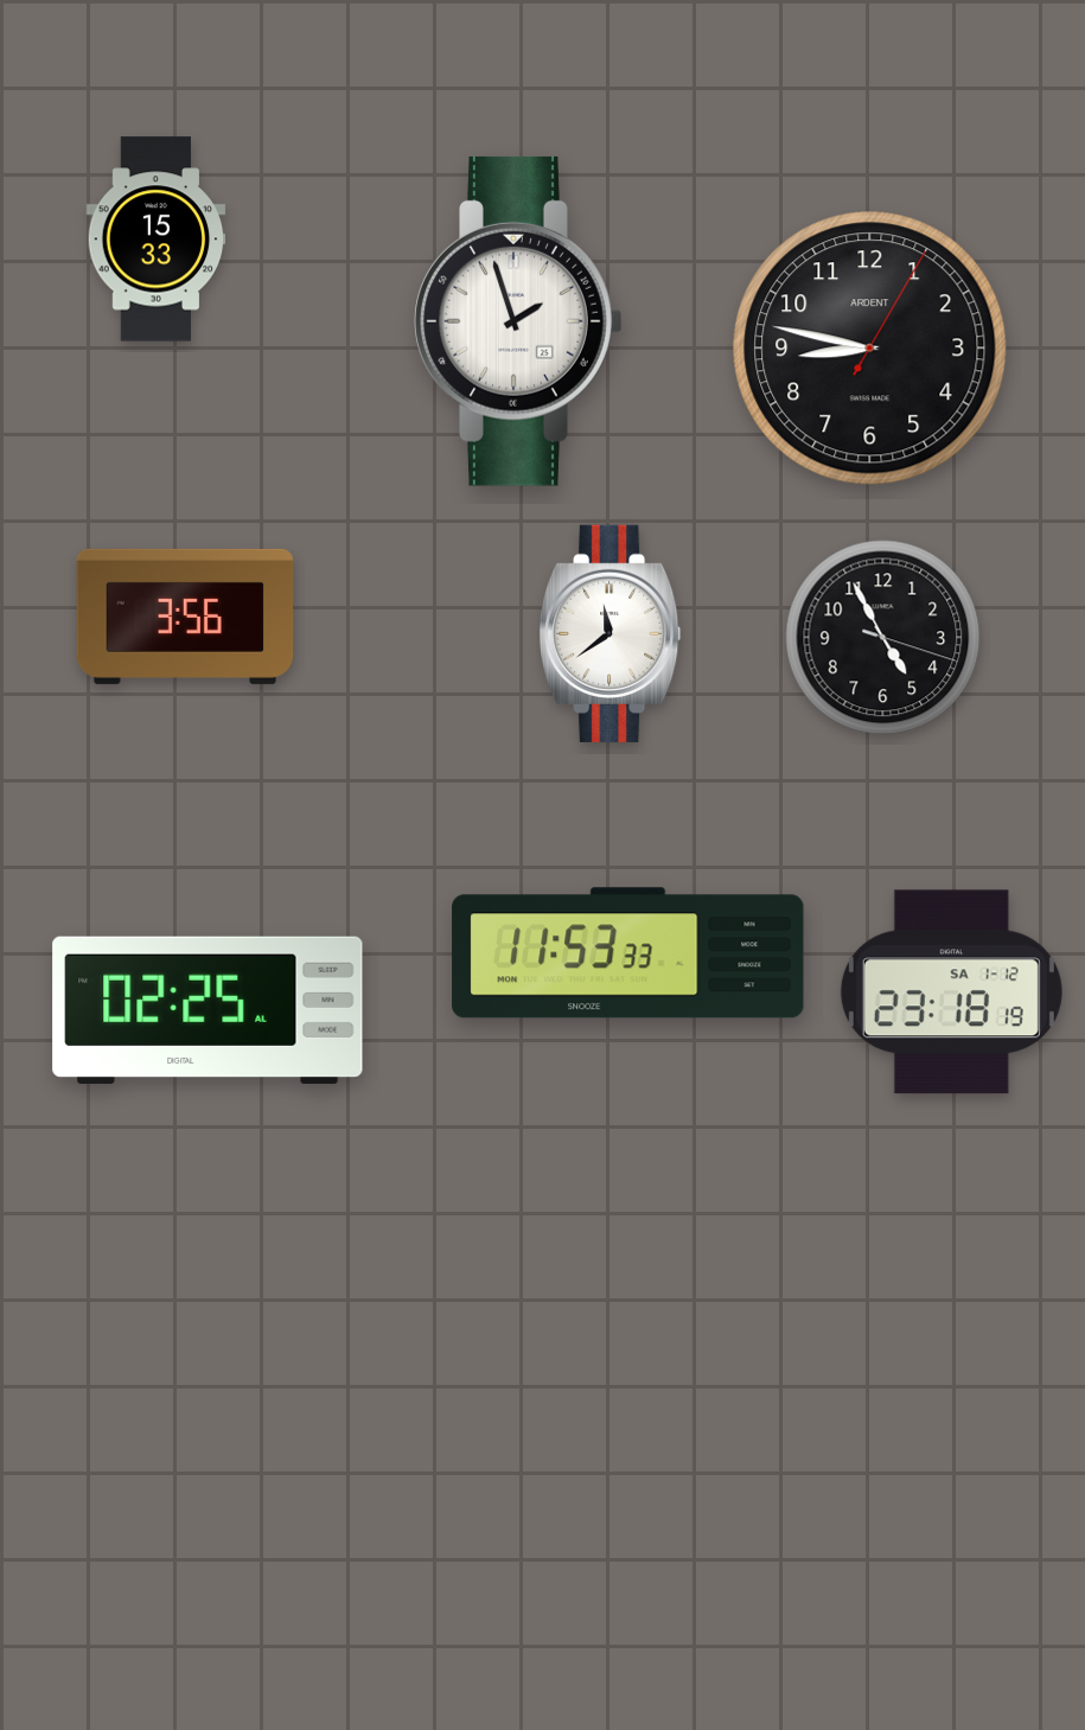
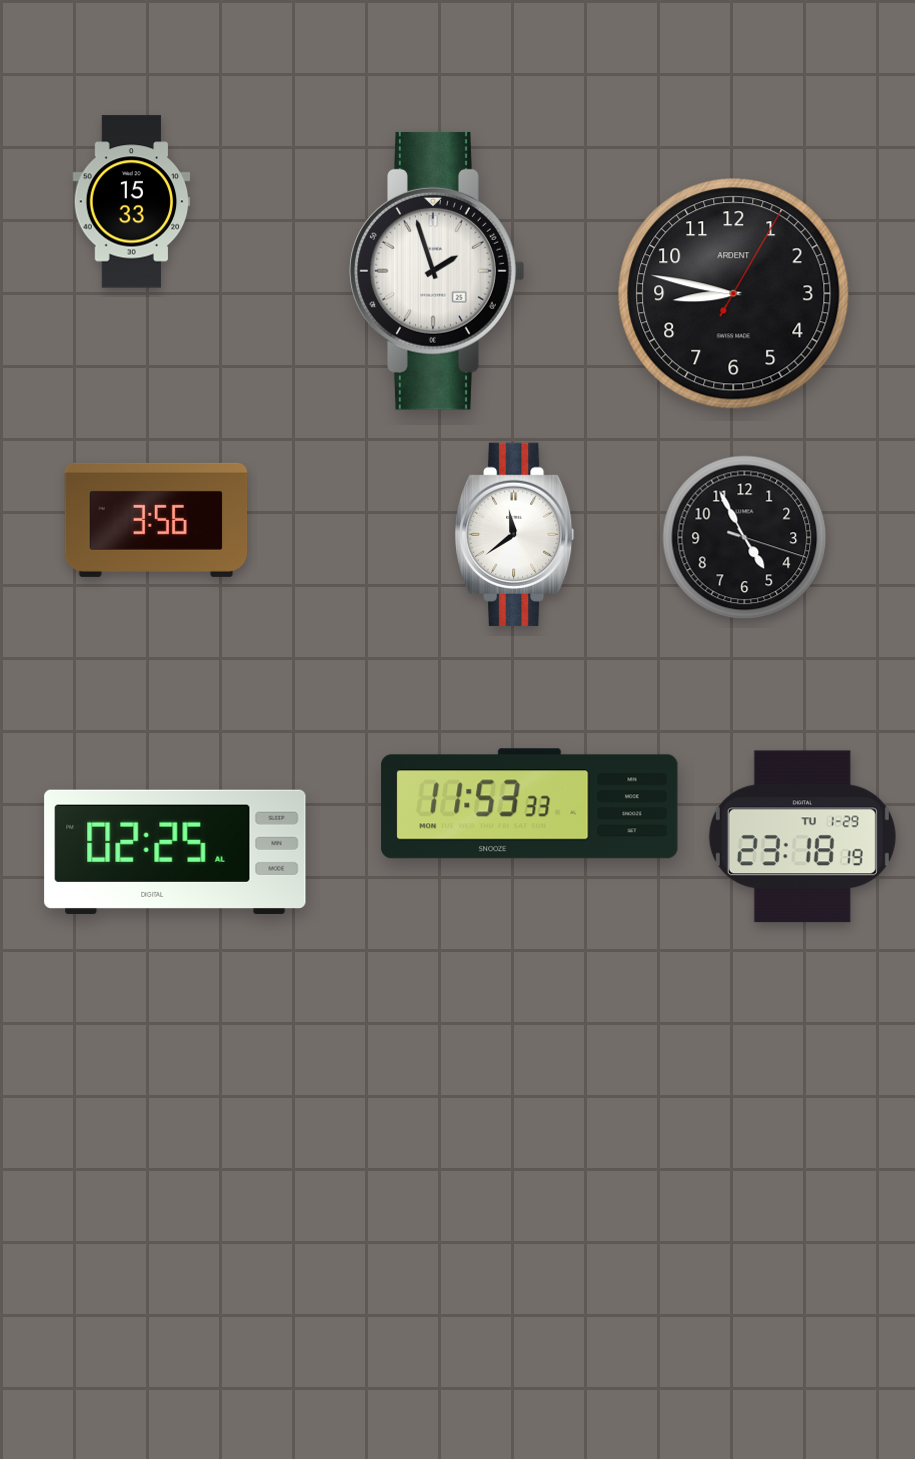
clock at (951, 992) date: SA 1-12 -> TU 1-29
